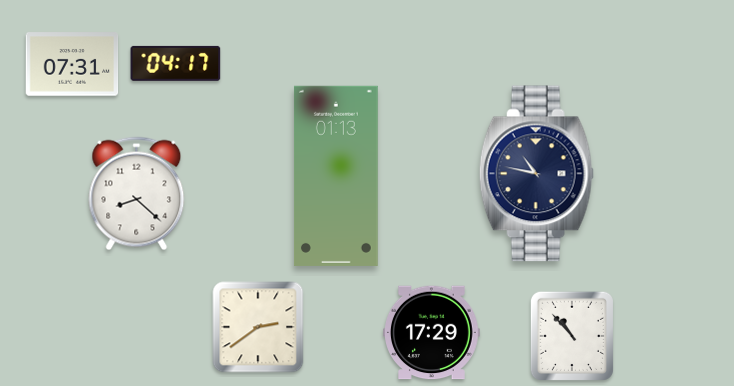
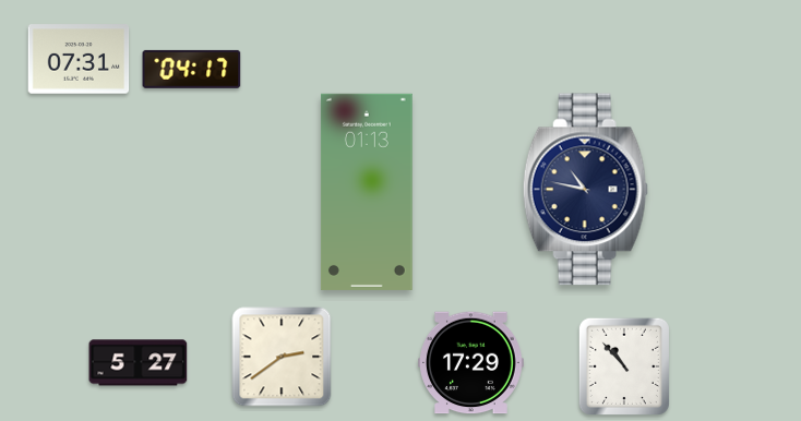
clock at (72, 64) position: (72, 64) -> (79, 59)
clock at (137, 194): 8:22 -> none
clock at (139, 363): none -> 5:27
